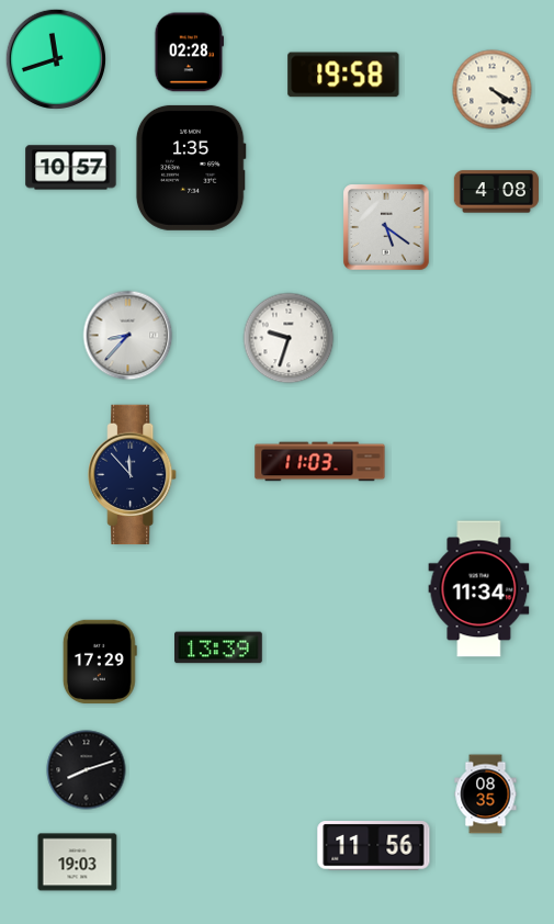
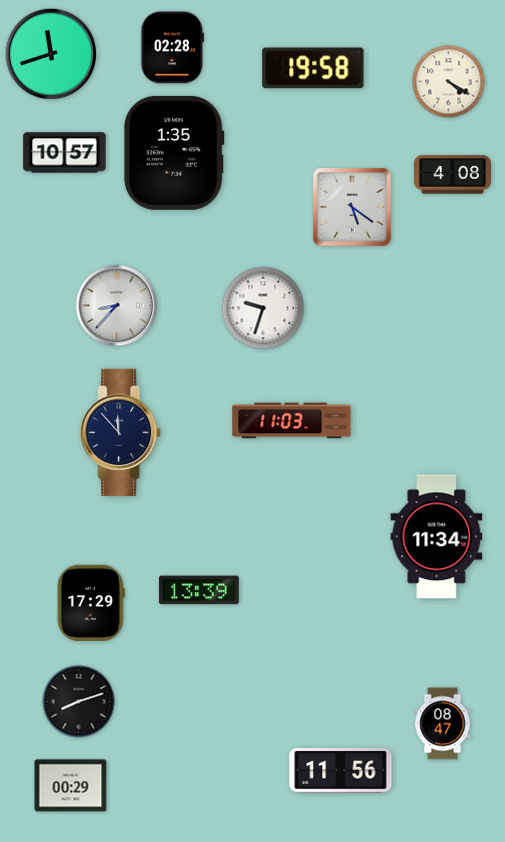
clock at (486, 795): 08:35 -> 08:47
clock at (78, 863): 19:03 -> 00:29
